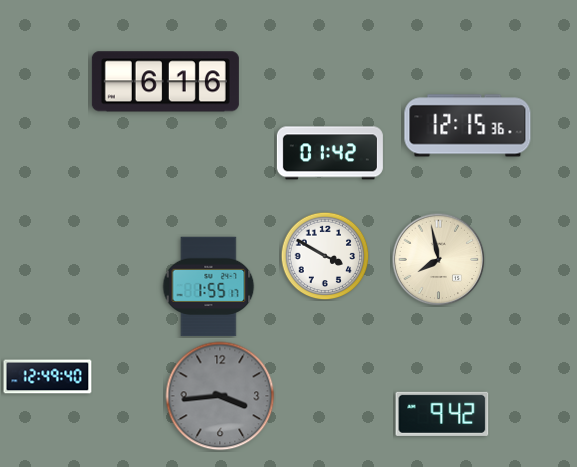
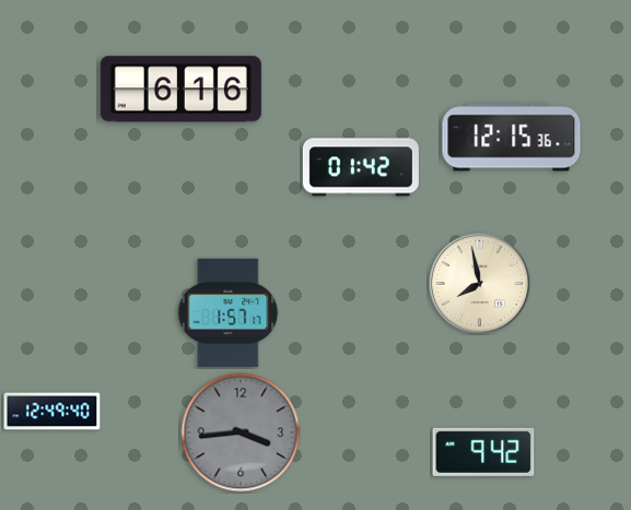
clock at (325, 256): 3:50 -> none
clock at (209, 287): 1:55 -> 1:57
